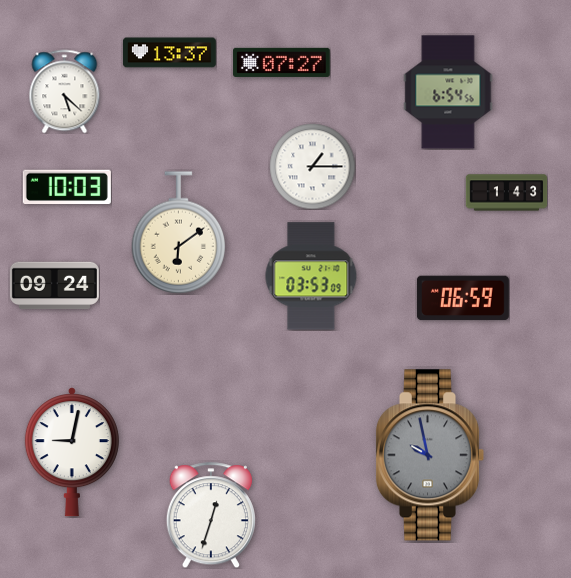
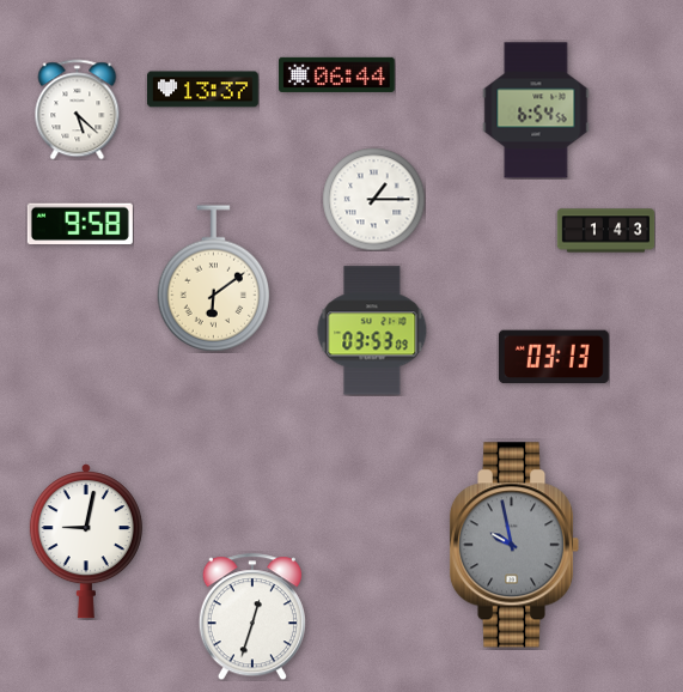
clock at (169, 53) position: (169, 53) -> (202, 90)
clock at (282, 62): 07:27 -> 06:44
clock at (67, 186): 10:03 -> 9:58
clock at (54, 286): 09:24 -> none
clock at (463, 298): 06:59 -> 03:13
